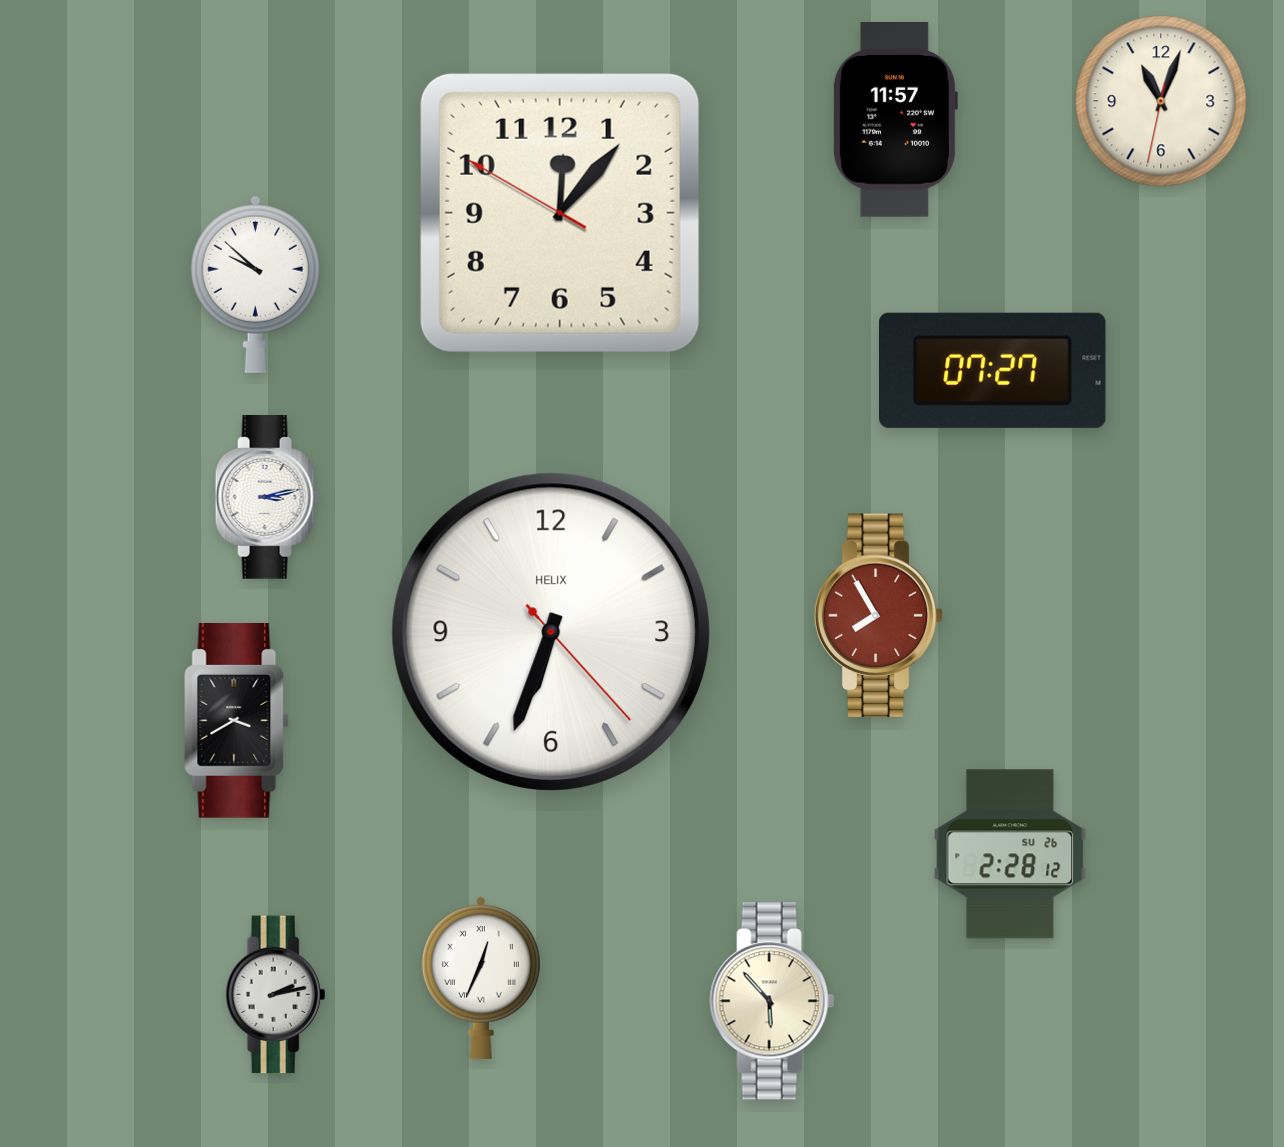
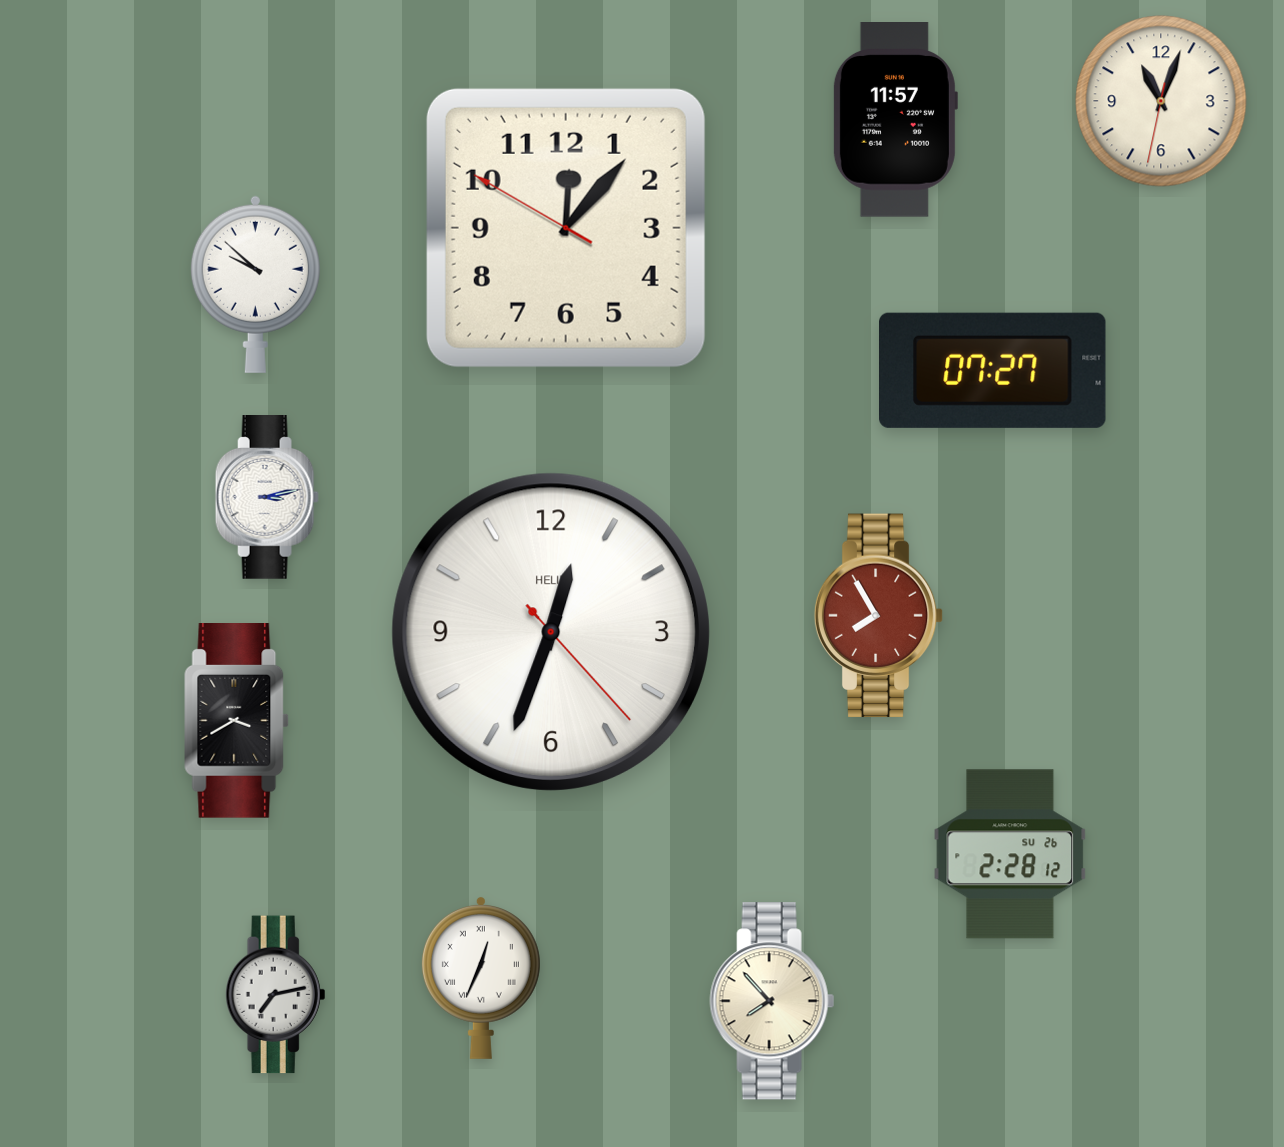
clock at (560, 213) position: (560, 213) -> (566, 228)
clock at (551, 632): 6:33 -> 12:33
clock at (276, 995): 2:13 -> 7:13
clock at (772, 1001): 5:53 -> 7:53
